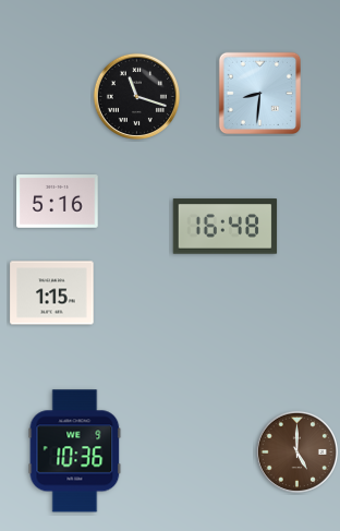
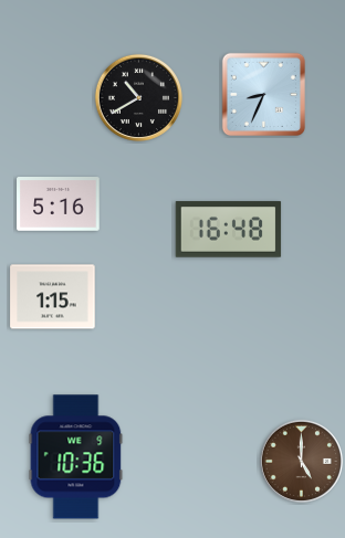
clock at (259, 93): 8:31 -> 8:34
clock at (136, 96): 11:18 -> 10:40
clock at (296, 451) position: (296, 451) -> (301, 461)
